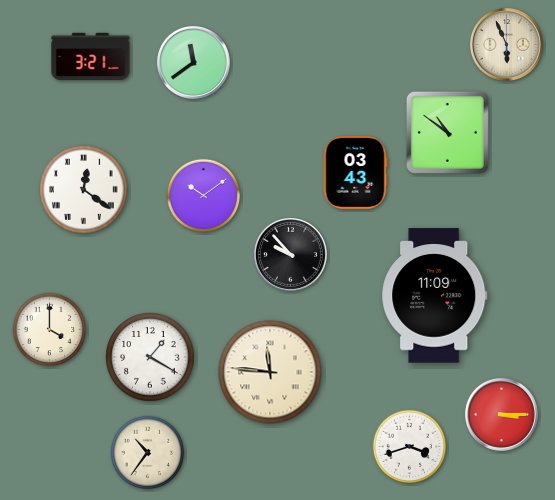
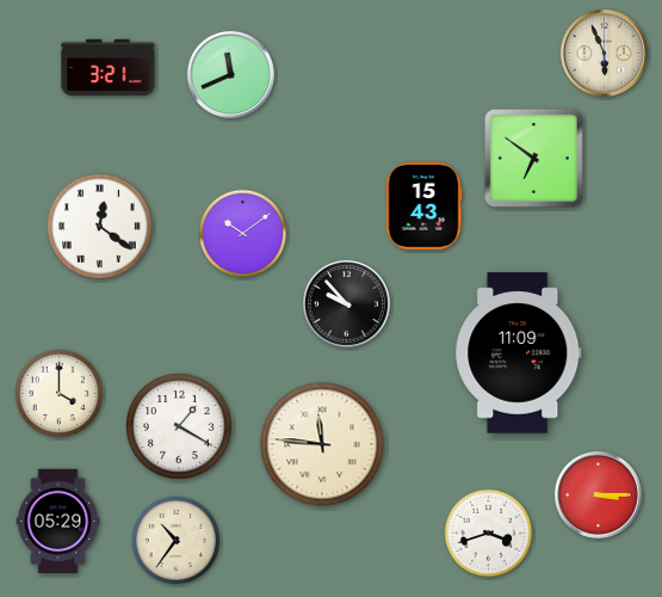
clock at (193, 62): 11:39 -> 11:41
clock at (447, 132): 10:51 -> 6:51
clock at (355, 173): 03:43 -> 15:43
clock at (58, 522): none -> 05:29
